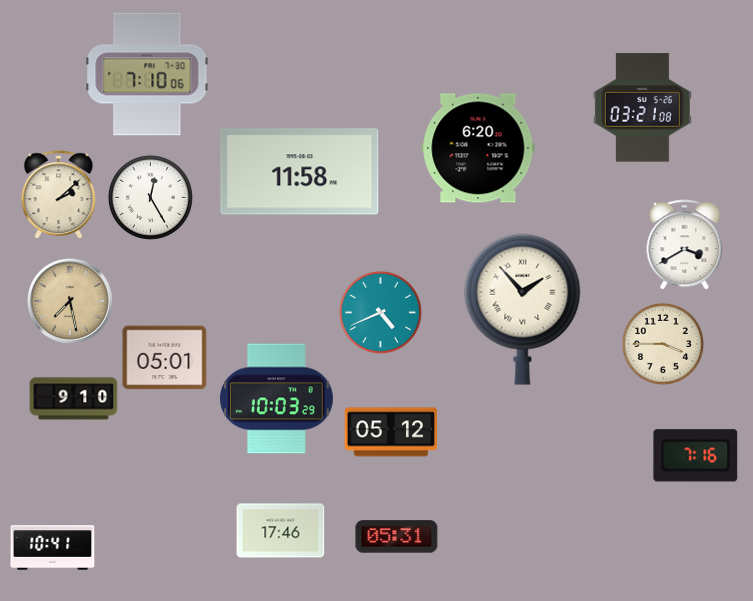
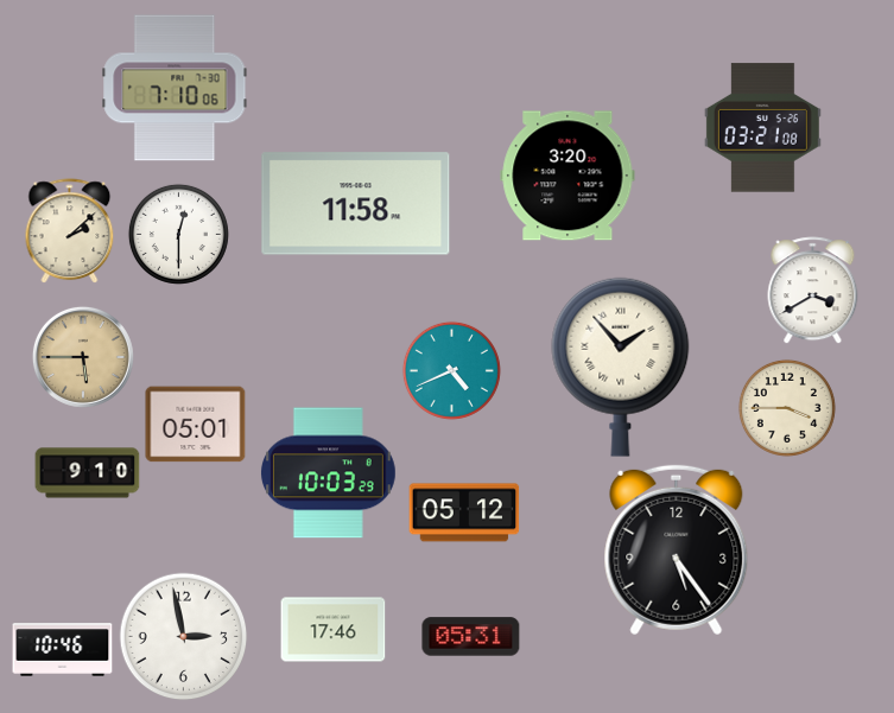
clock at (478, 148): 6:20 -> 3:20
clock at (150, 197): 12:25 -> 12:30
clock at (70, 301): 7:28 -> 5:45
clock at (696, 456): 7:16 -> none
clock at (677, 550): none -> 5:24
clock at (184, 637): none -> 2:58
clock at (53, 548): 10:41 -> 10:46
